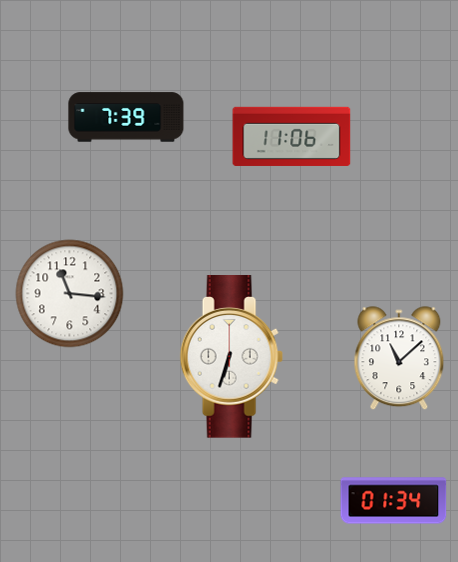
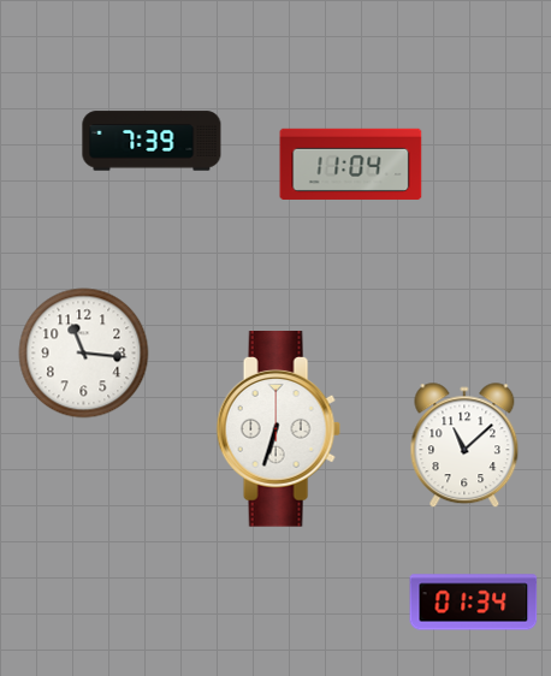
clock at (292, 136): 11:06 -> 11:04
clock at (399, 359) position: (399, 359) -> (464, 446)
